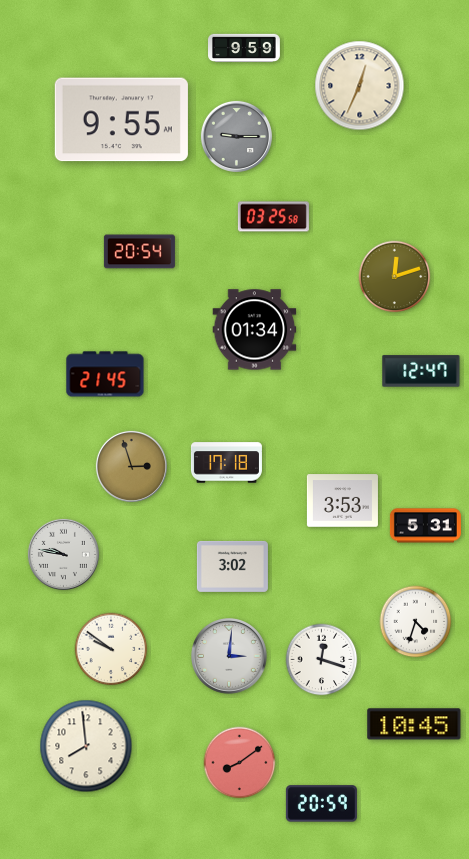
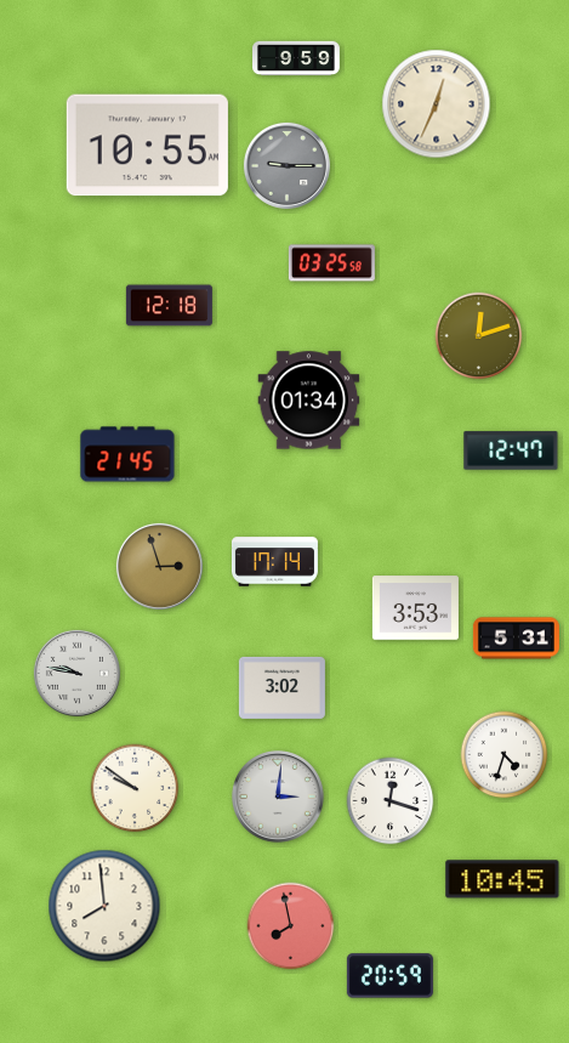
clock at (121, 120): 9:55 -> 10:55
clock at (139, 252): 20:54 -> 12:18
clock at (226, 463): 17:18 -> 17:14
clock at (240, 763): 8:09 -> 7:58
